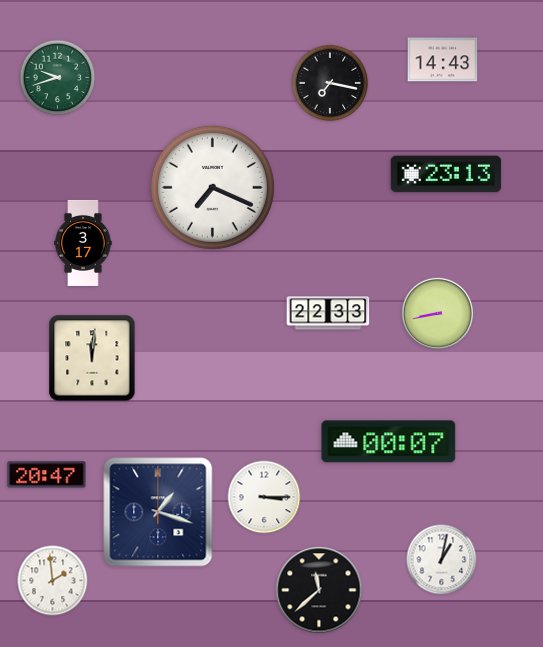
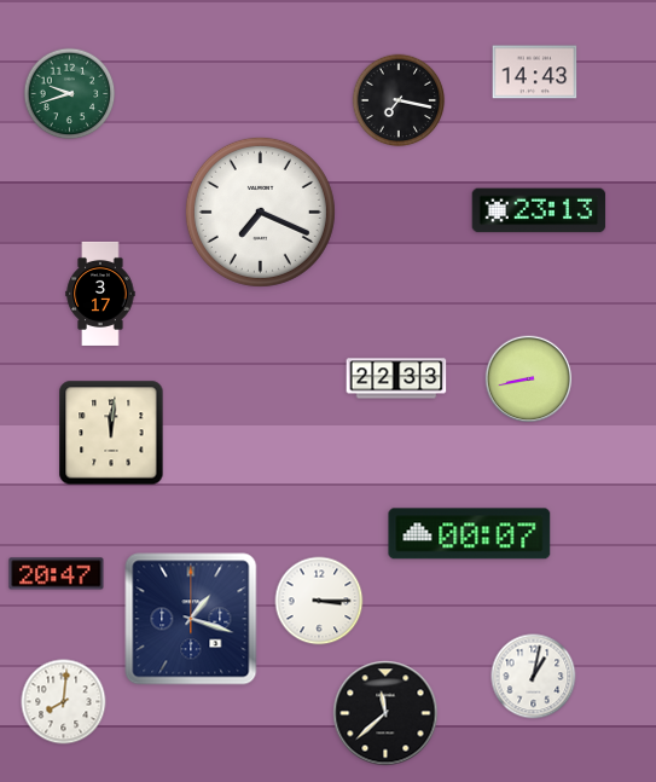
clock at (212, 187) position: (212, 187) -> (260, 212)
clock at (53, 581): 1:59 -> 8:01
